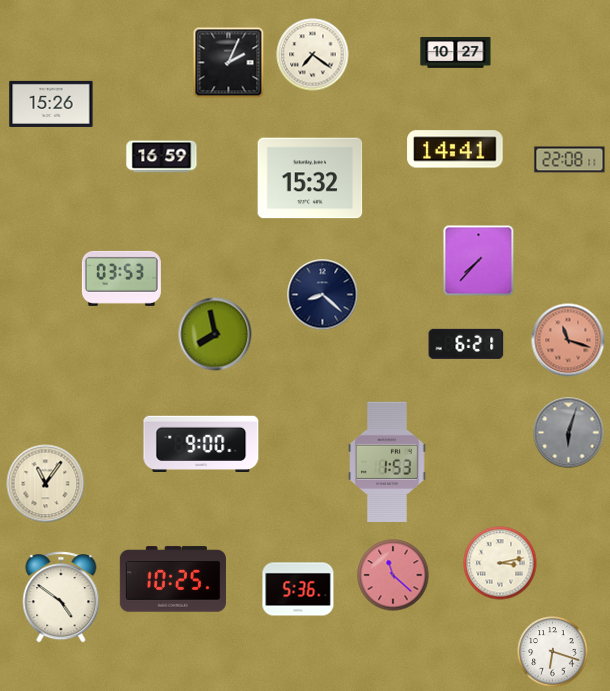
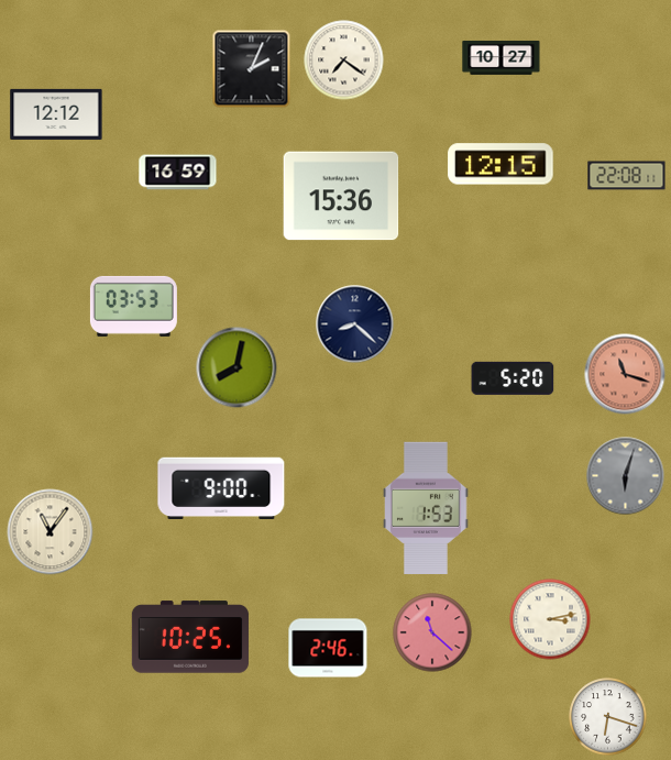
clock at (51, 104): 15:26 -> 12:12
clock at (455, 149): 14:41 -> 12:15
clock at (310, 178): 15:32 -> 15:36
clock at (479, 261): 7:37 -> none
clock at (215, 334): 7:58 -> 8:02
clock at (466, 344): 6:21 -> 5:20
clock at (298, 589): 5:36 -> 2:46
clock at (61, 597): 4:51 -> none
